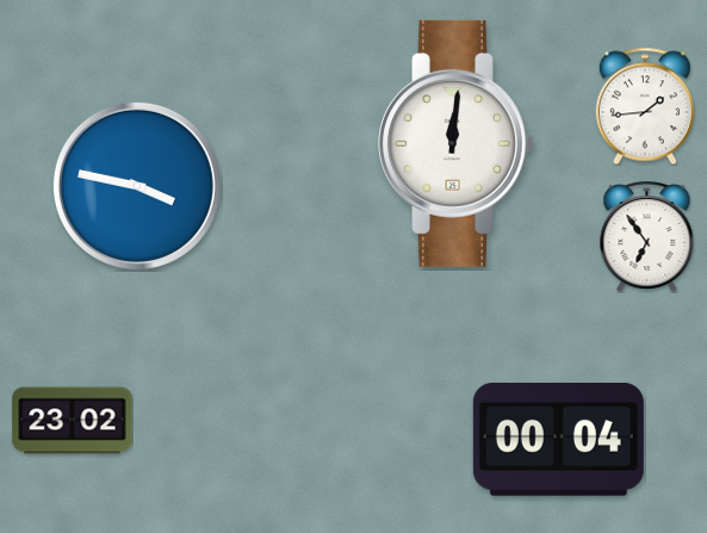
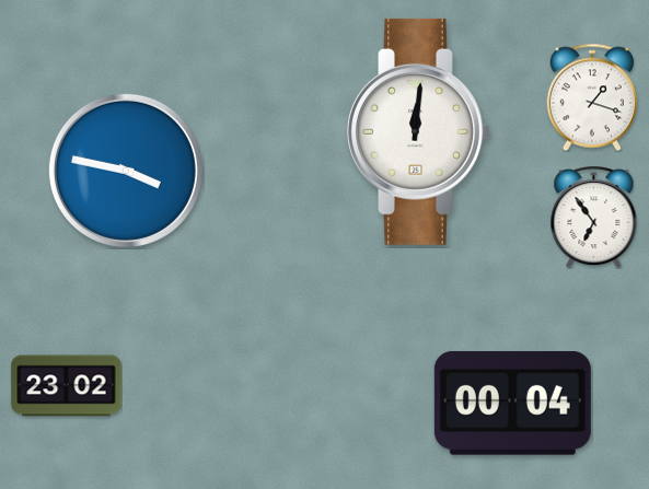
clock at (645, 106): 1:44 -> 1:18
